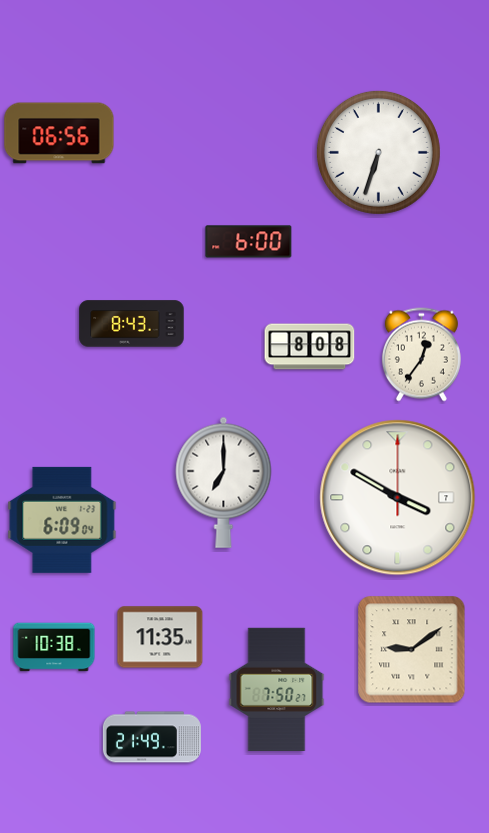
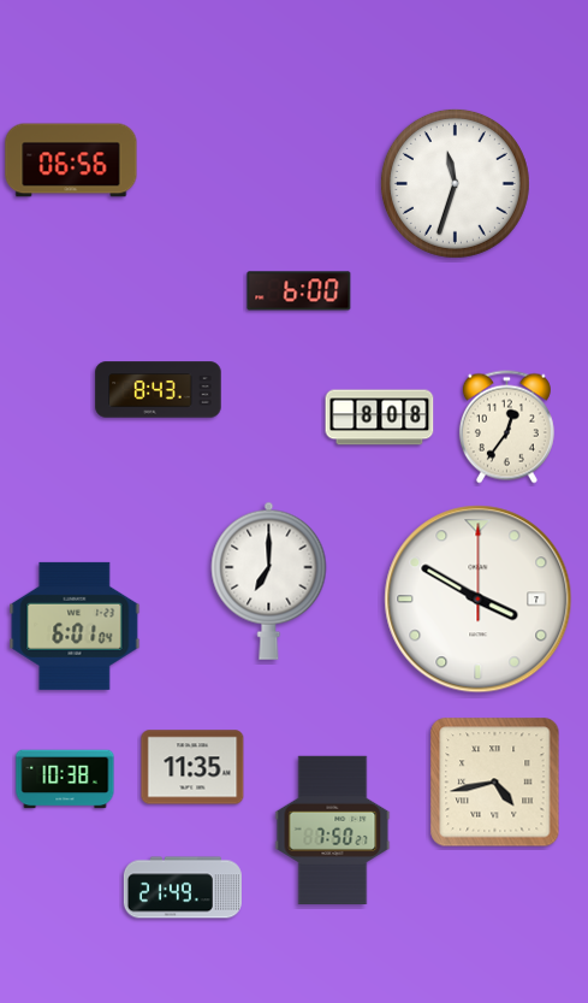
clock at (378, 152): 6:33 -> 11:33
clock at (310, 347) position: (310, 347) -> (380, 418)
clock at (62, 520): 6:09 -> 6:01
clock at (412, 650): 9:09 -> 4:43
